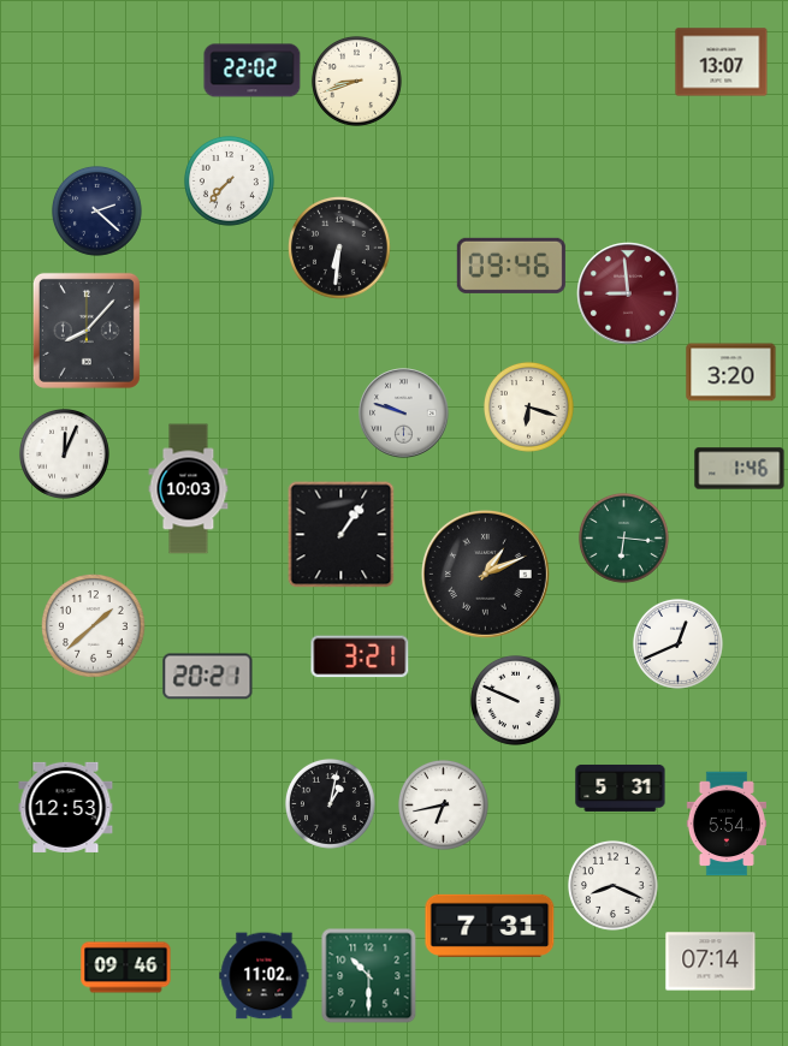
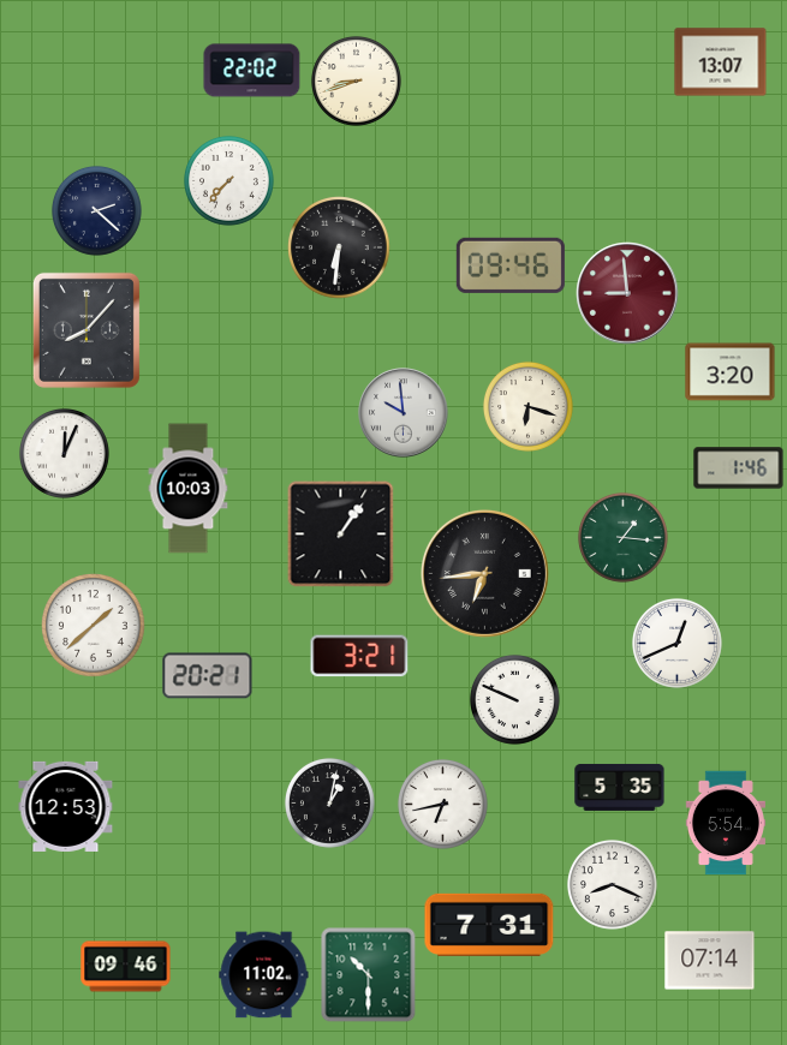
clock at (404, 414): 9:48 -> 9:59
clock at (623, 537): 6:16 -> 1:16
clock at (485, 573): 1:11 -> 6:44
clock at (621, 788): 5:31 -> 5:35
